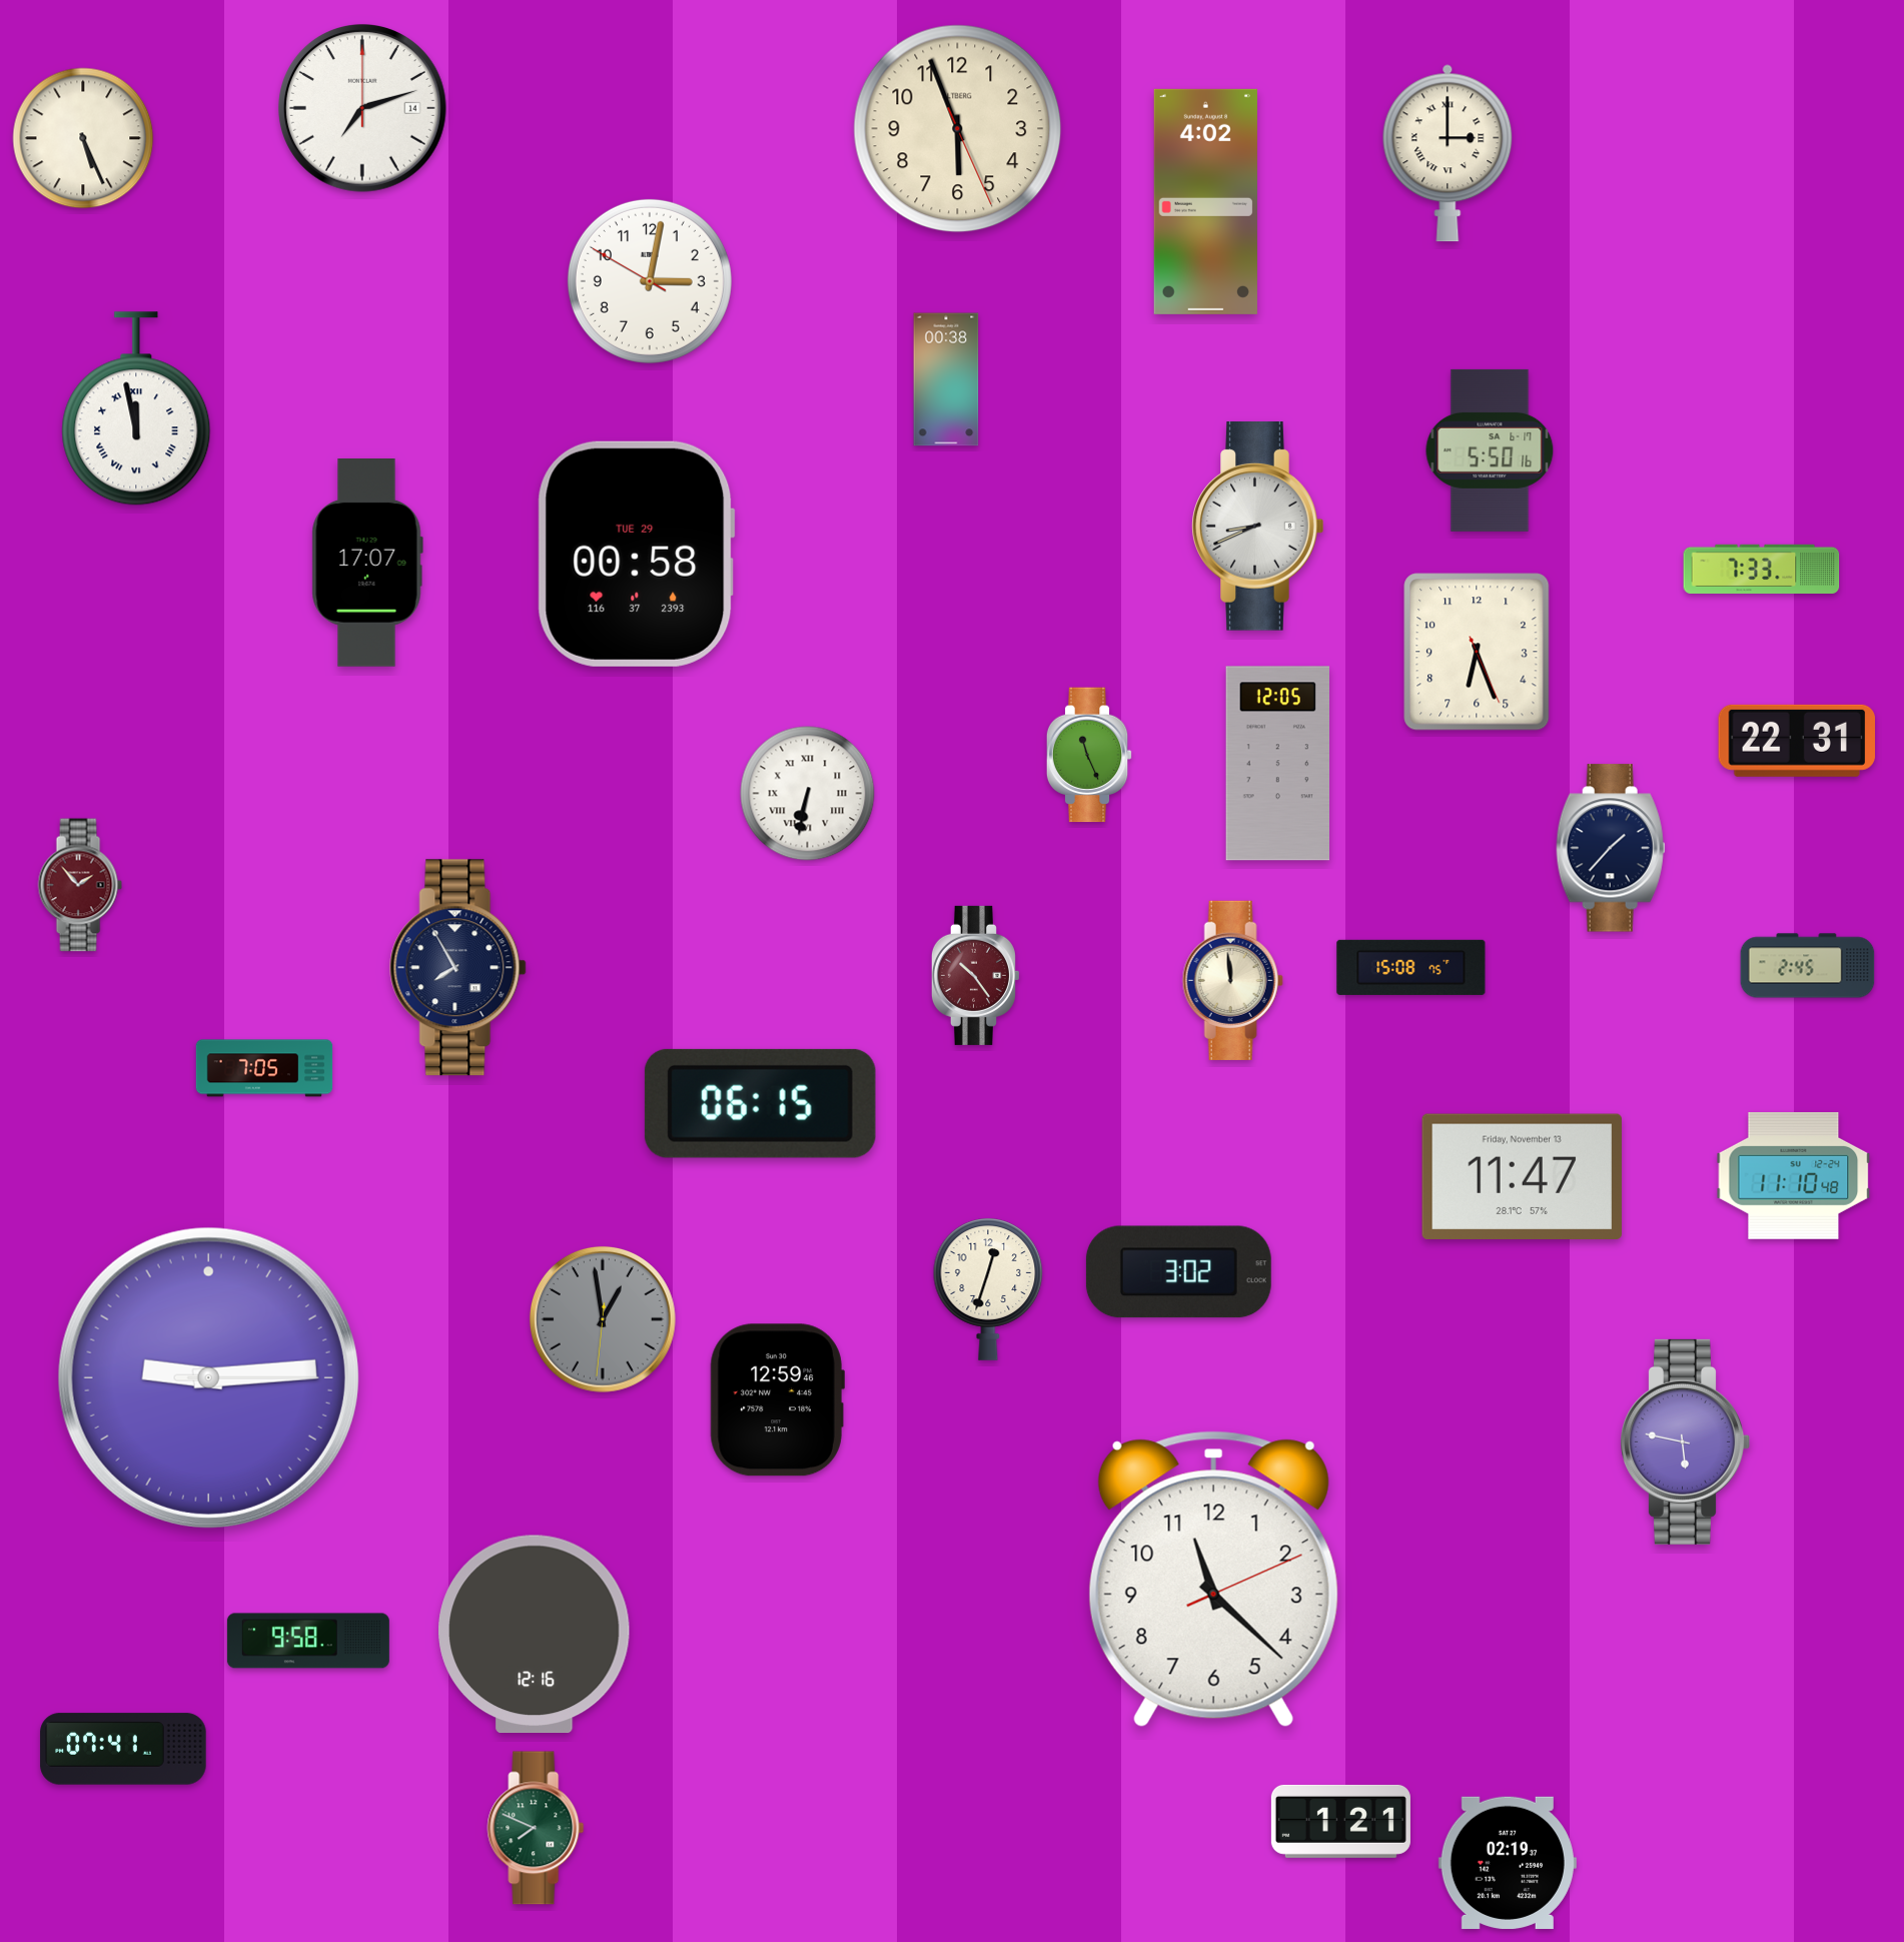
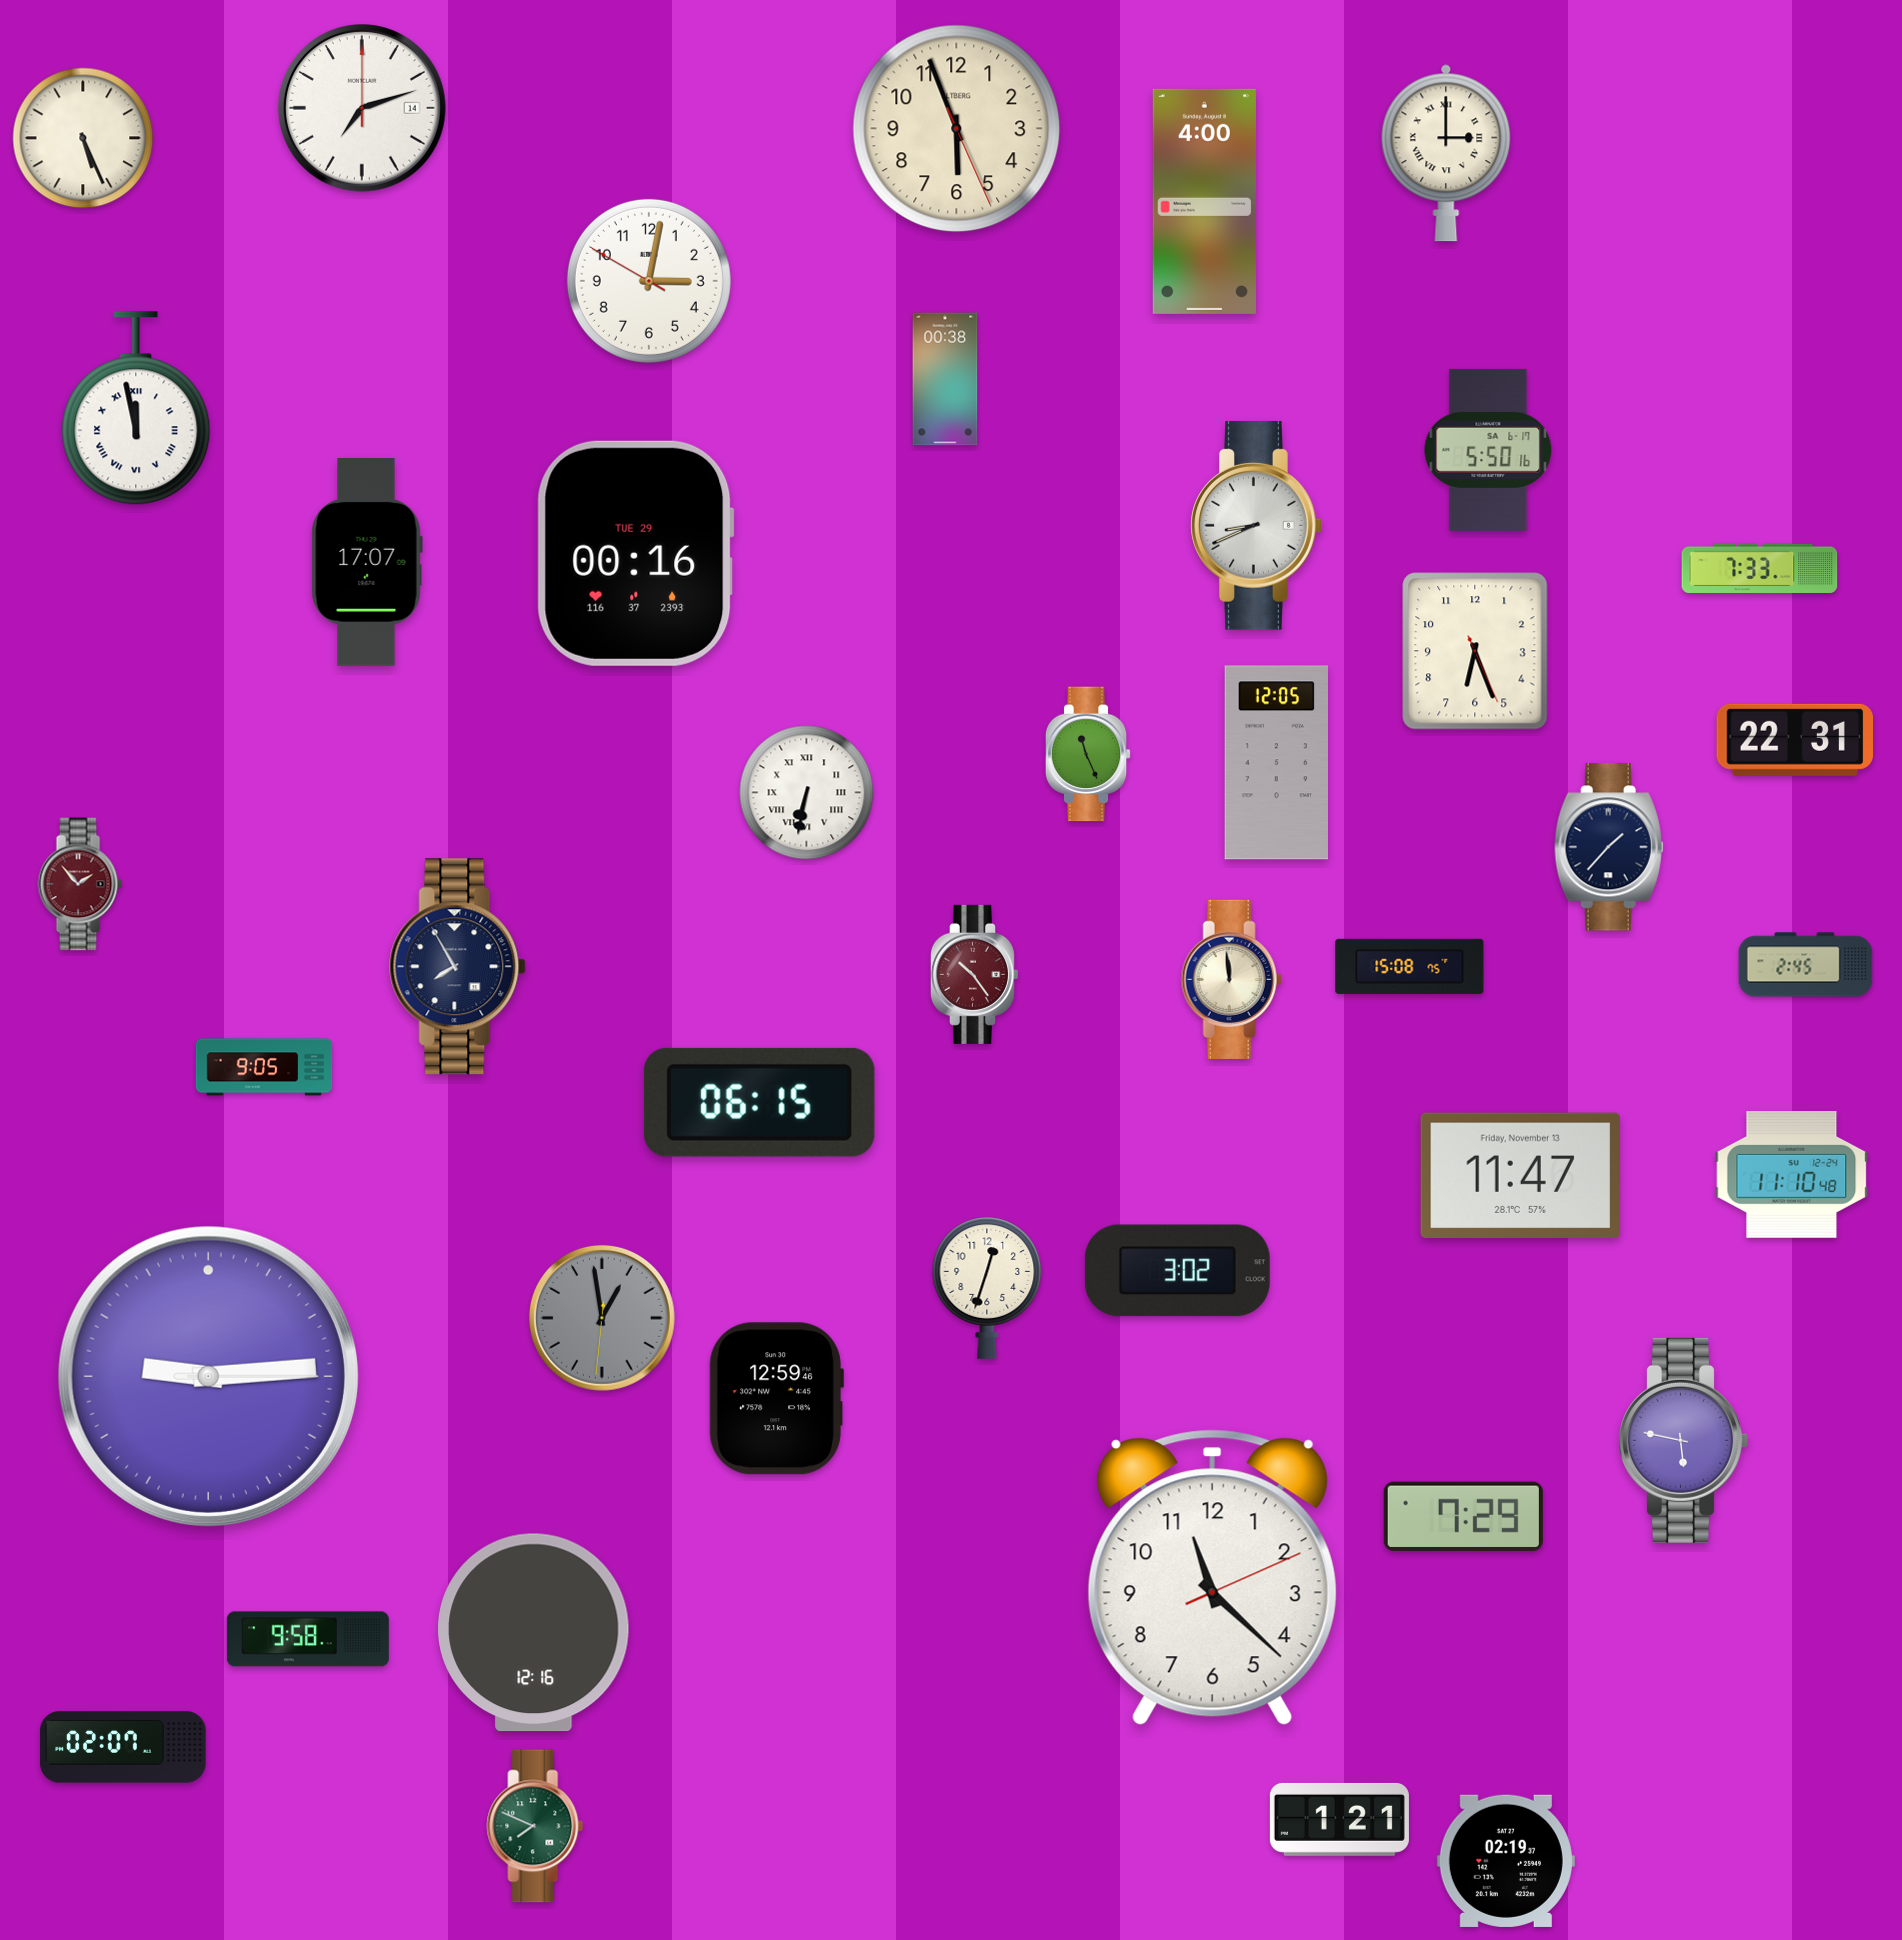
clock at (1205, 201): 4:02 -> 4:00
clock at (636, 554): 00:58 -> 00:16
clock at (264, 1068): 7:05 -> 9:05
clock at (1463, 1516): none -> 7:29
clock at (123, 1749): 07:41 -> 02:07
